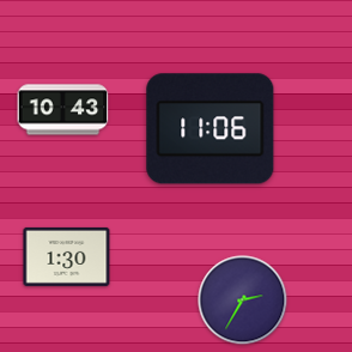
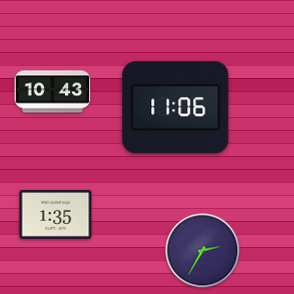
clock at (67, 256): 1:30 -> 1:35
